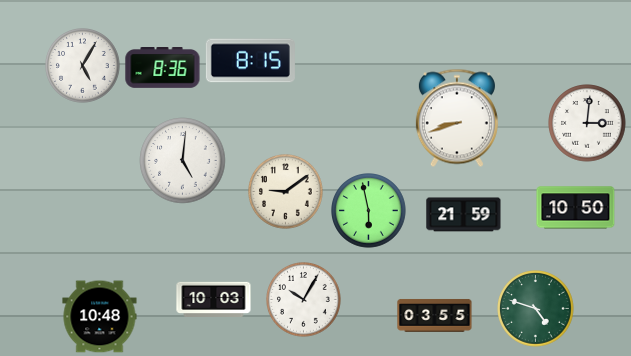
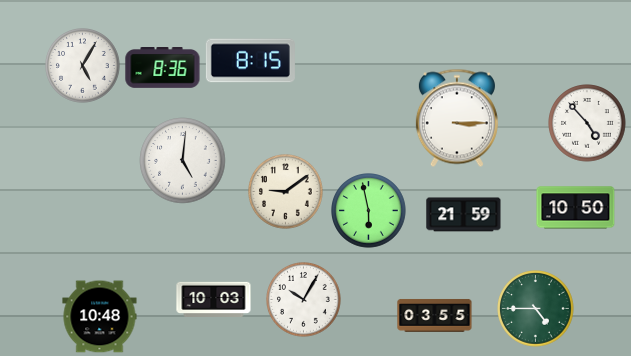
clock at (457, 118): 8:42 -> 3:15
clock at (587, 123): 3:01 -> 4:53
clock at (536, 309): 4:48 -> 4:45
